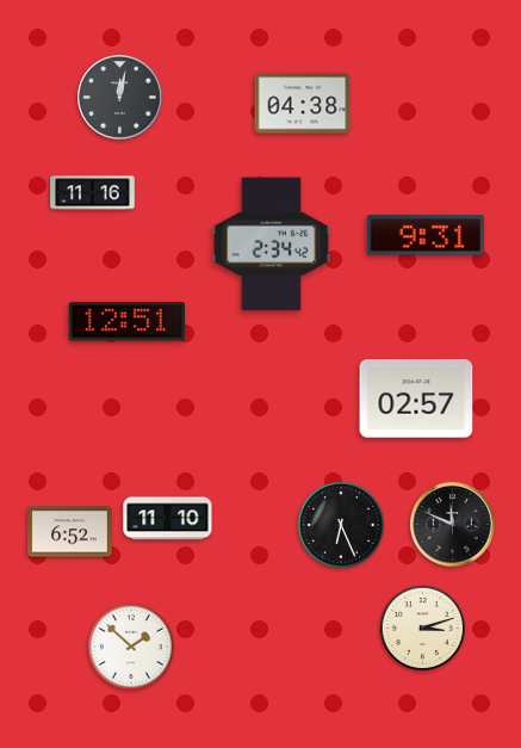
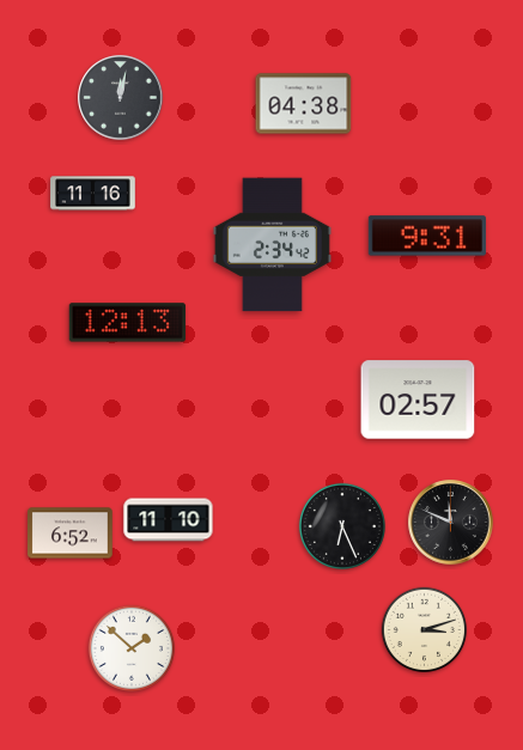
clock at (128, 322): 12:51 -> 12:13
clock at (453, 525) position: (453, 525) -> (451, 523)
